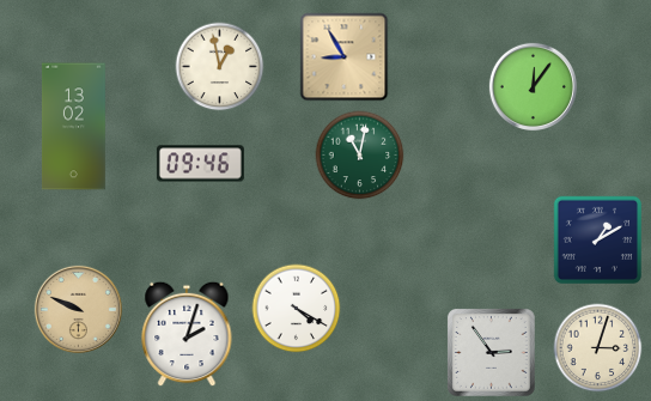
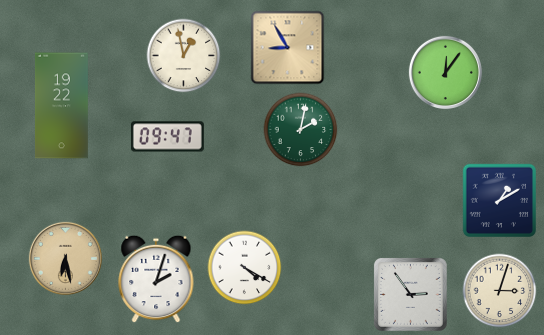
clock at (73, 127): 13:02 -> 19:22
clock at (360, 156): 11:02 -> 2:02
clock at (200, 164): 09:46 -> 09:47
clock at (78, 309): 9:49 -> 6:28
clock at (297, 309) position: (297, 309) -> (245, 268)
